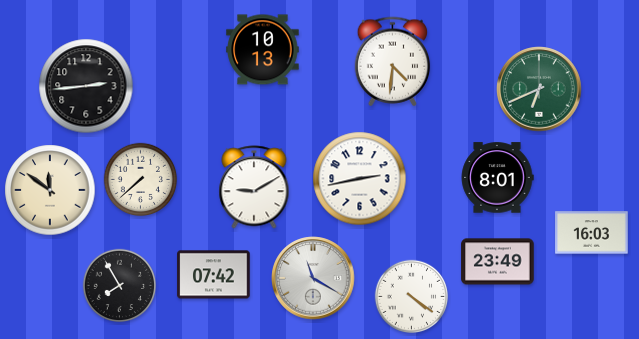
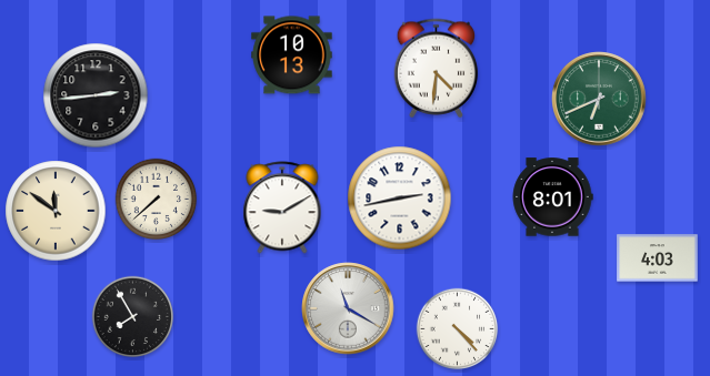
clock at (592, 233): 16:03 -> 4:03
clock at (498, 262): 23:49 -> none
clock at (214, 275): 07:42 -> none
clock at (412, 297): 4:21 -> 4:23
